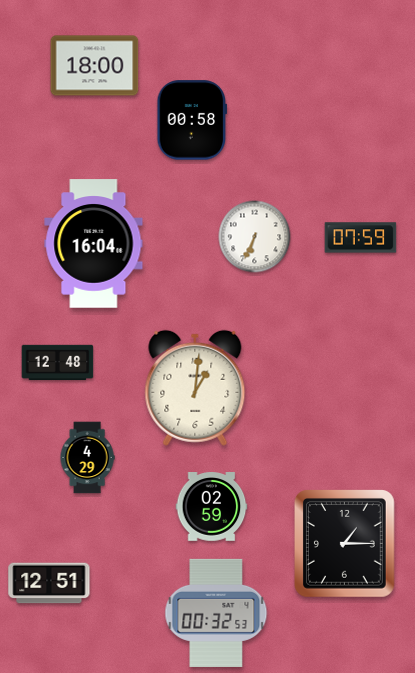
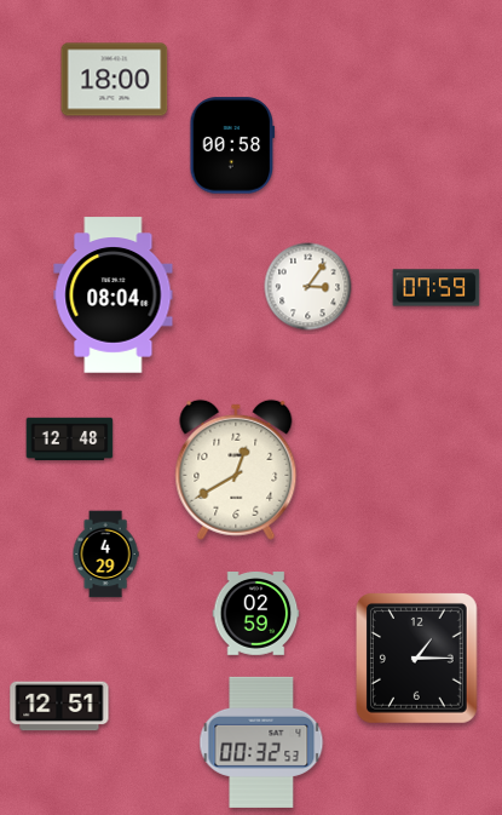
clock at (255, 237): 6:34 -> 3:06
clock at (94, 244): 16:04 -> 08:04
clock at (195, 388): 1:01 -> 12:40
